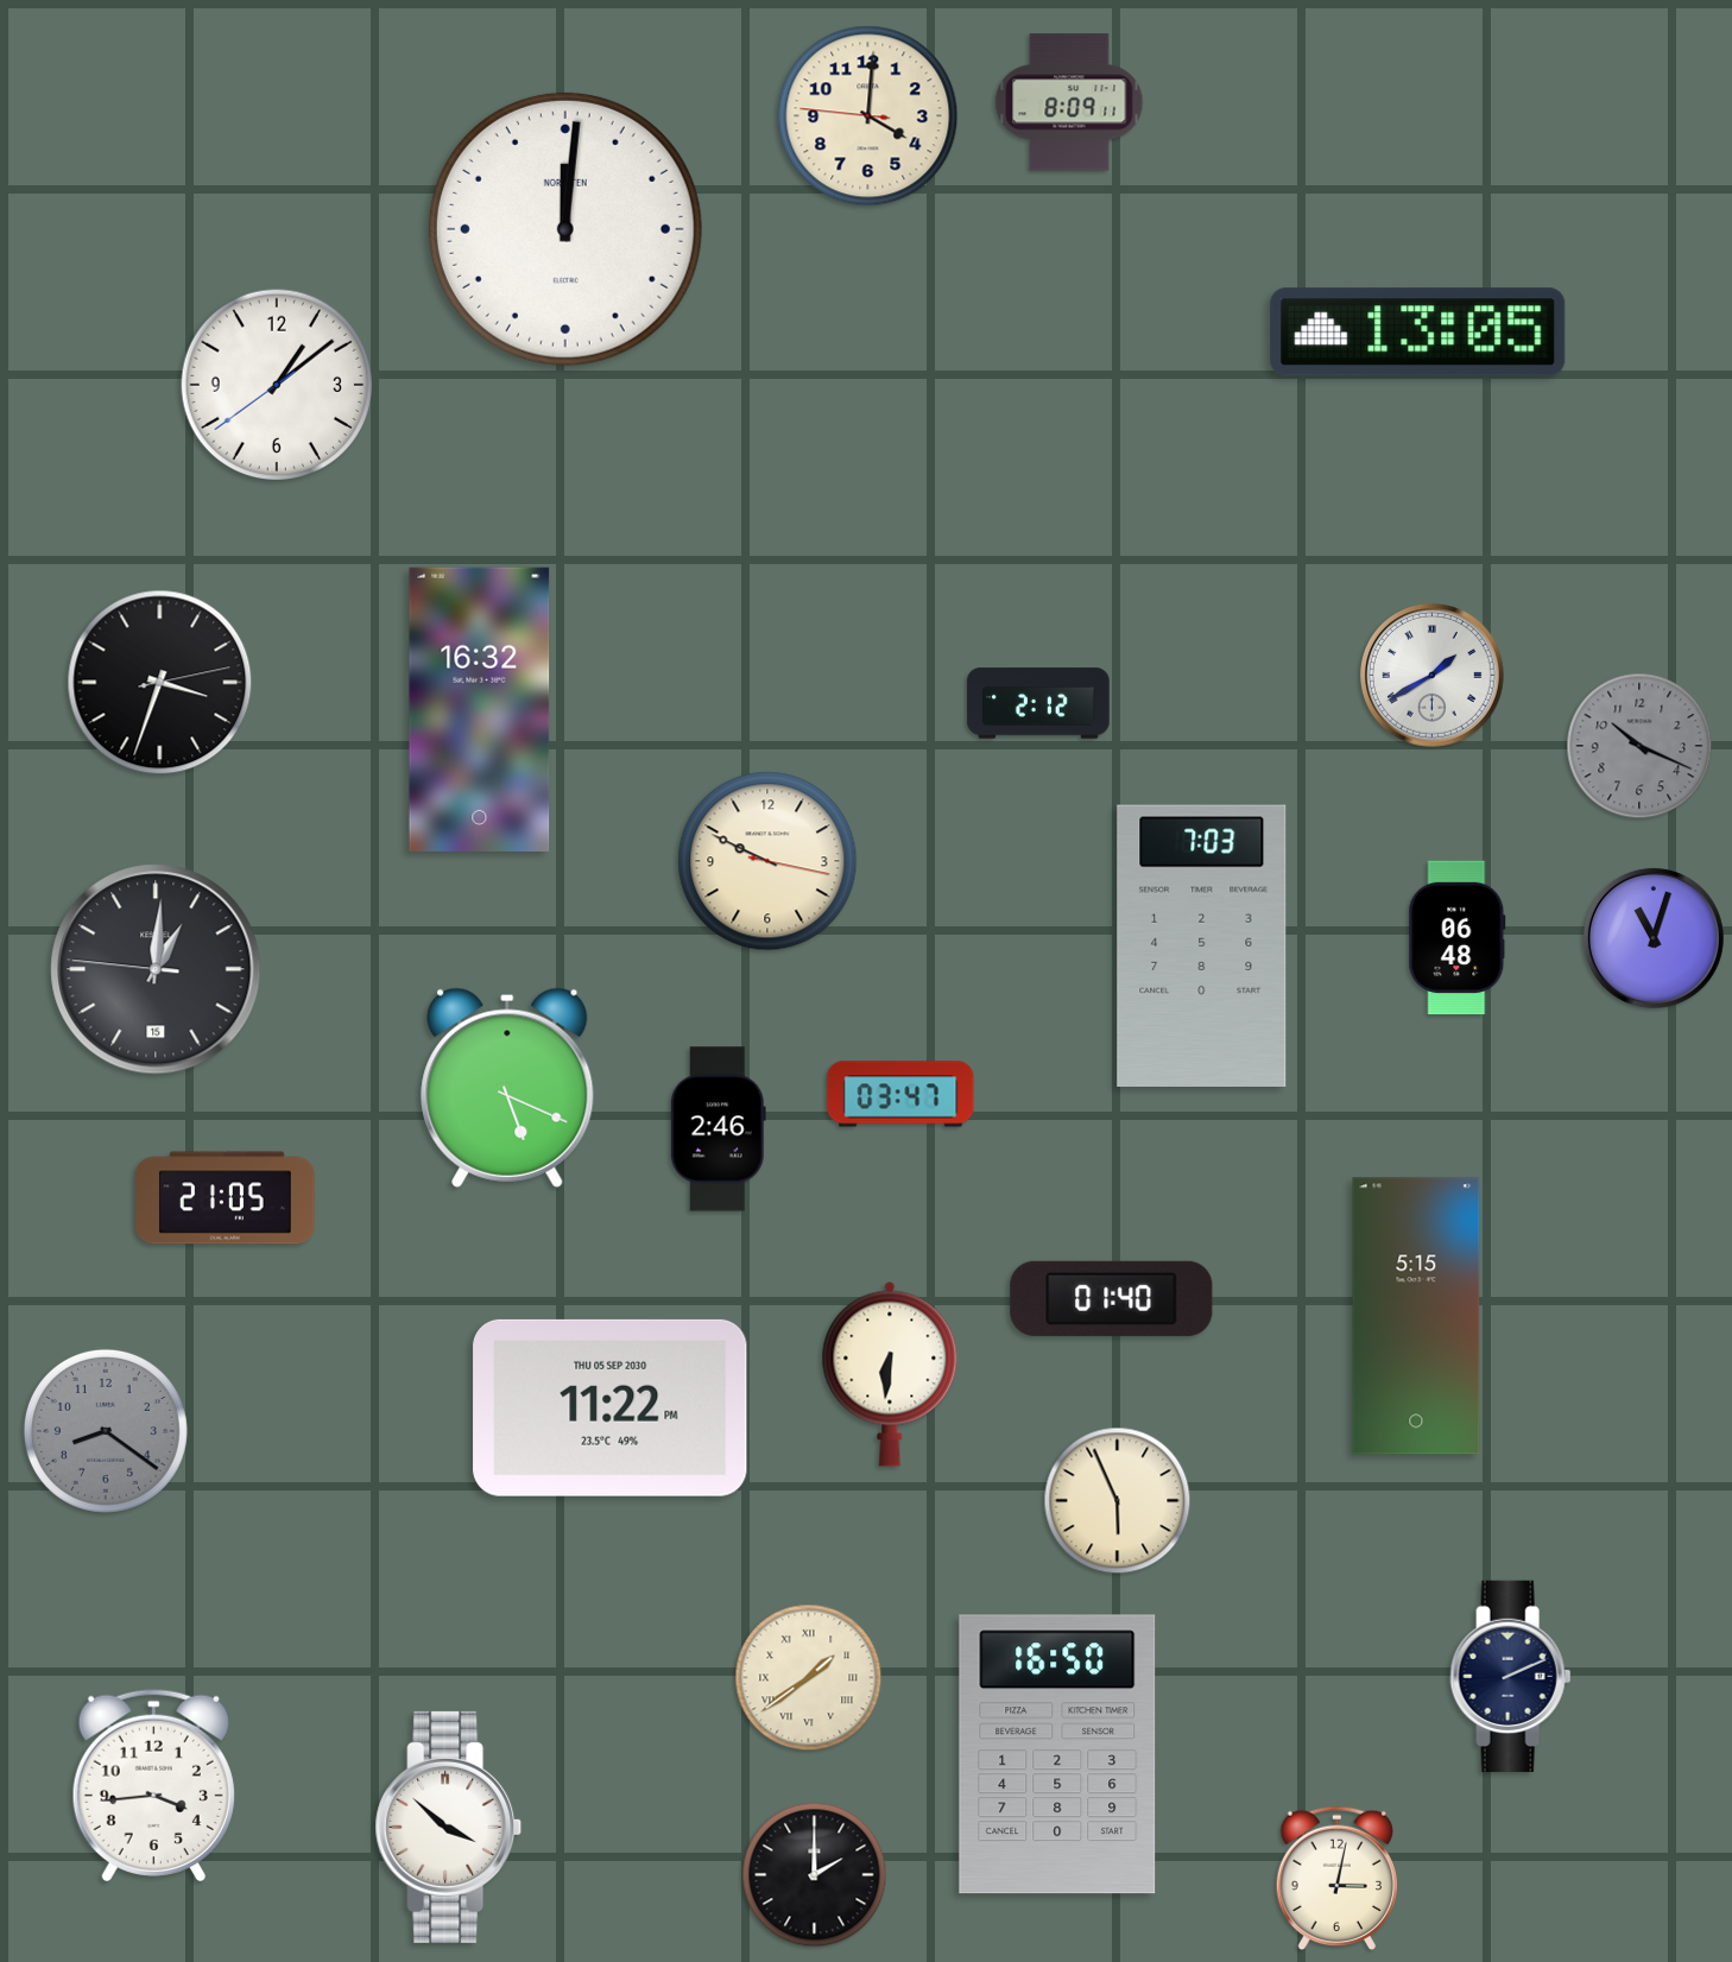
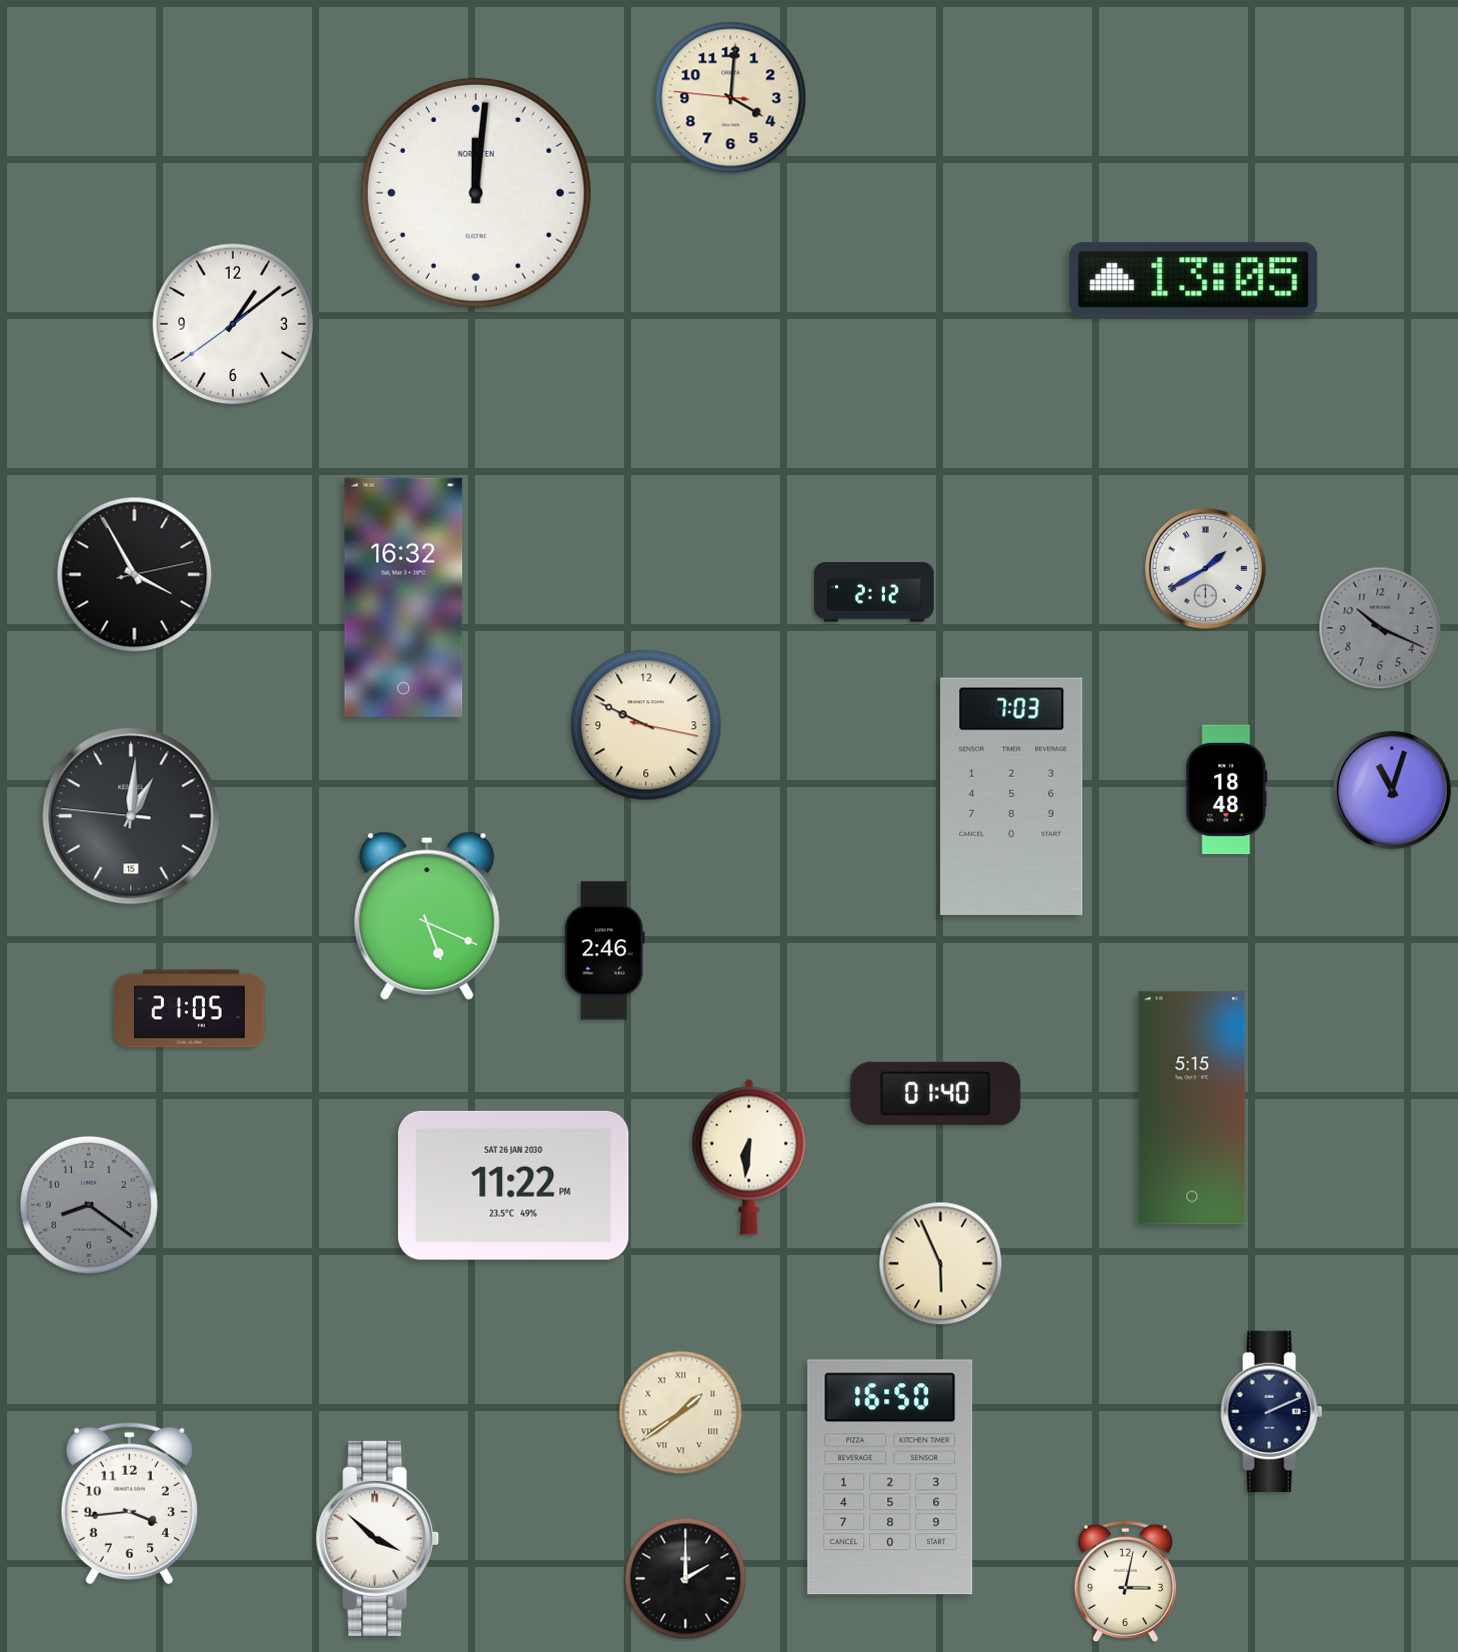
clock at (1069, 102): 8:09 -> none
clock at (160, 683): 3:33 -> 3:55
clock at (1458, 938): 06:48 -> 18:48
clock at (900, 1094): 03:47 -> none
clock at (611, 1407) date: THU 05 SEP 2030 -> SAT 26 JAN 2030
